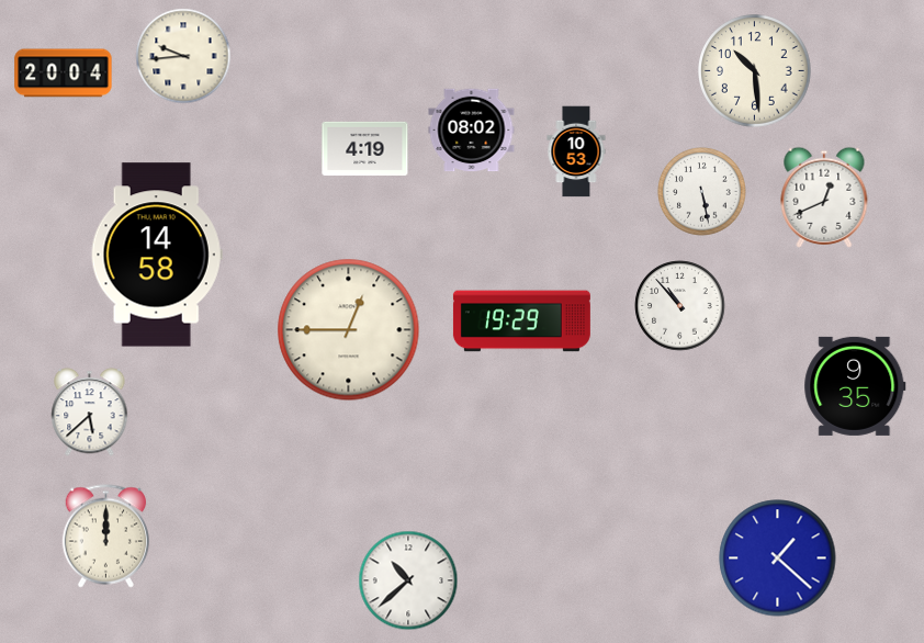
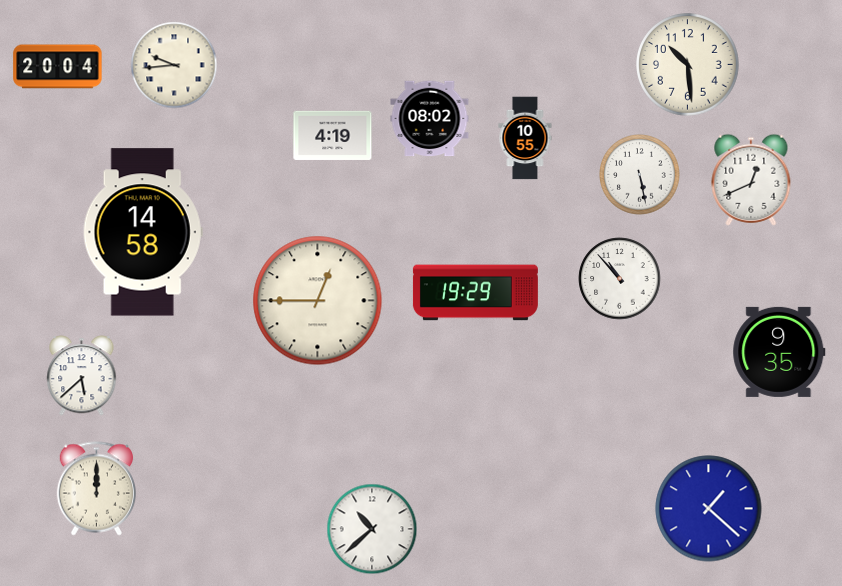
clock at (183, 56) position: (183, 56) -> (174, 65)
clock at (576, 151): 10:53 -> 10:55
